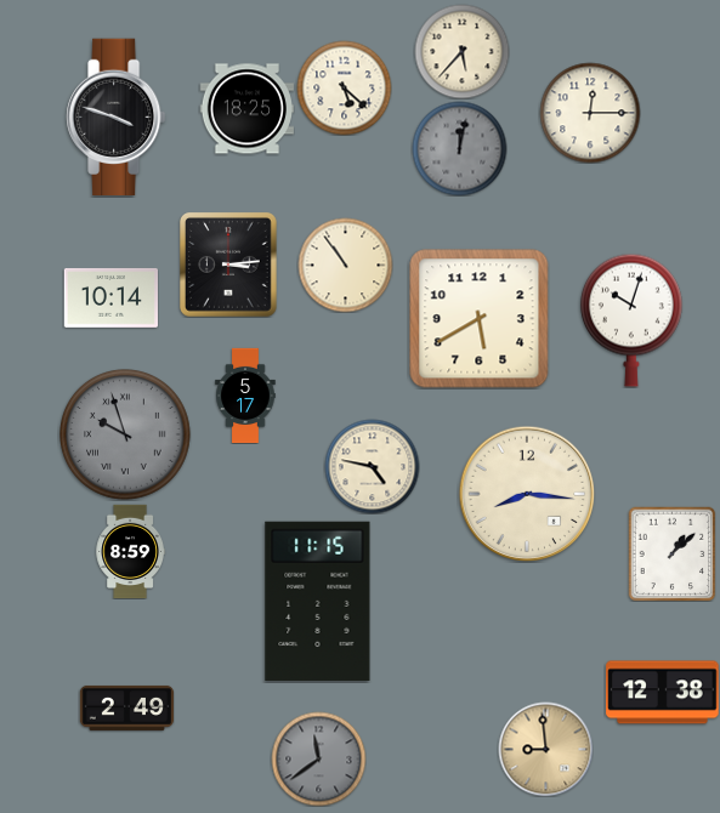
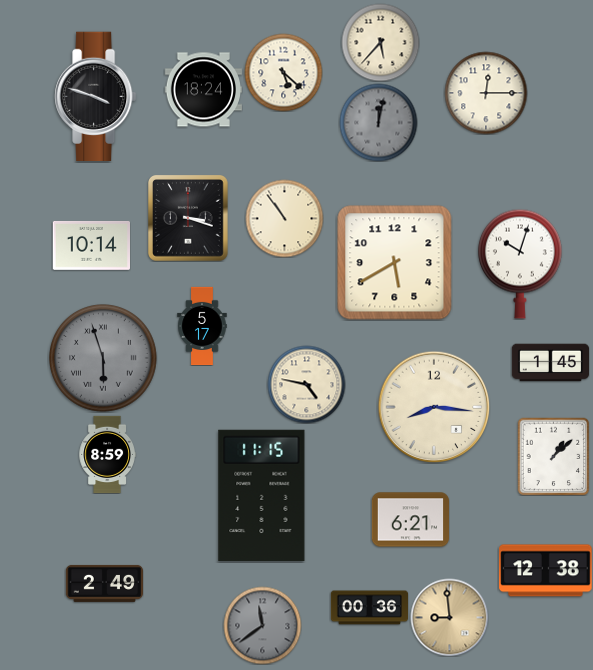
clock at (246, 109): 18:25 -> 18:24
clock at (229, 265): 3:14 -> 3:18
clock at (126, 436): 9:57 -> 5:57
clock at (550, 363): none -> 1:45
clock at (410, 520): none -> 6:21
clock at (369, 608): none -> 00:36
